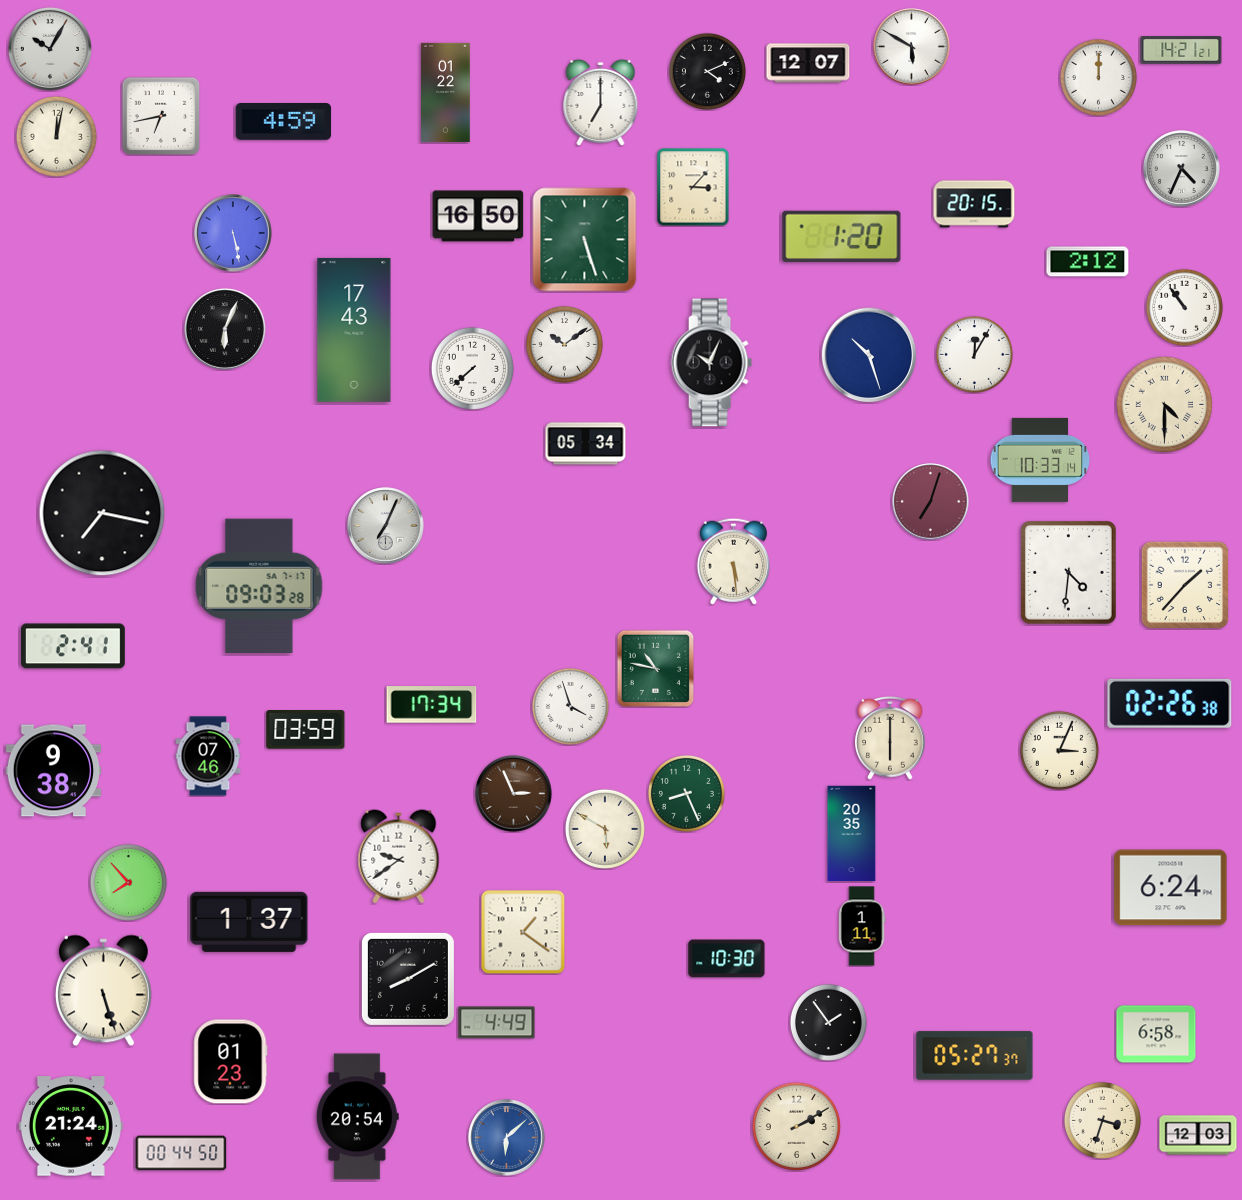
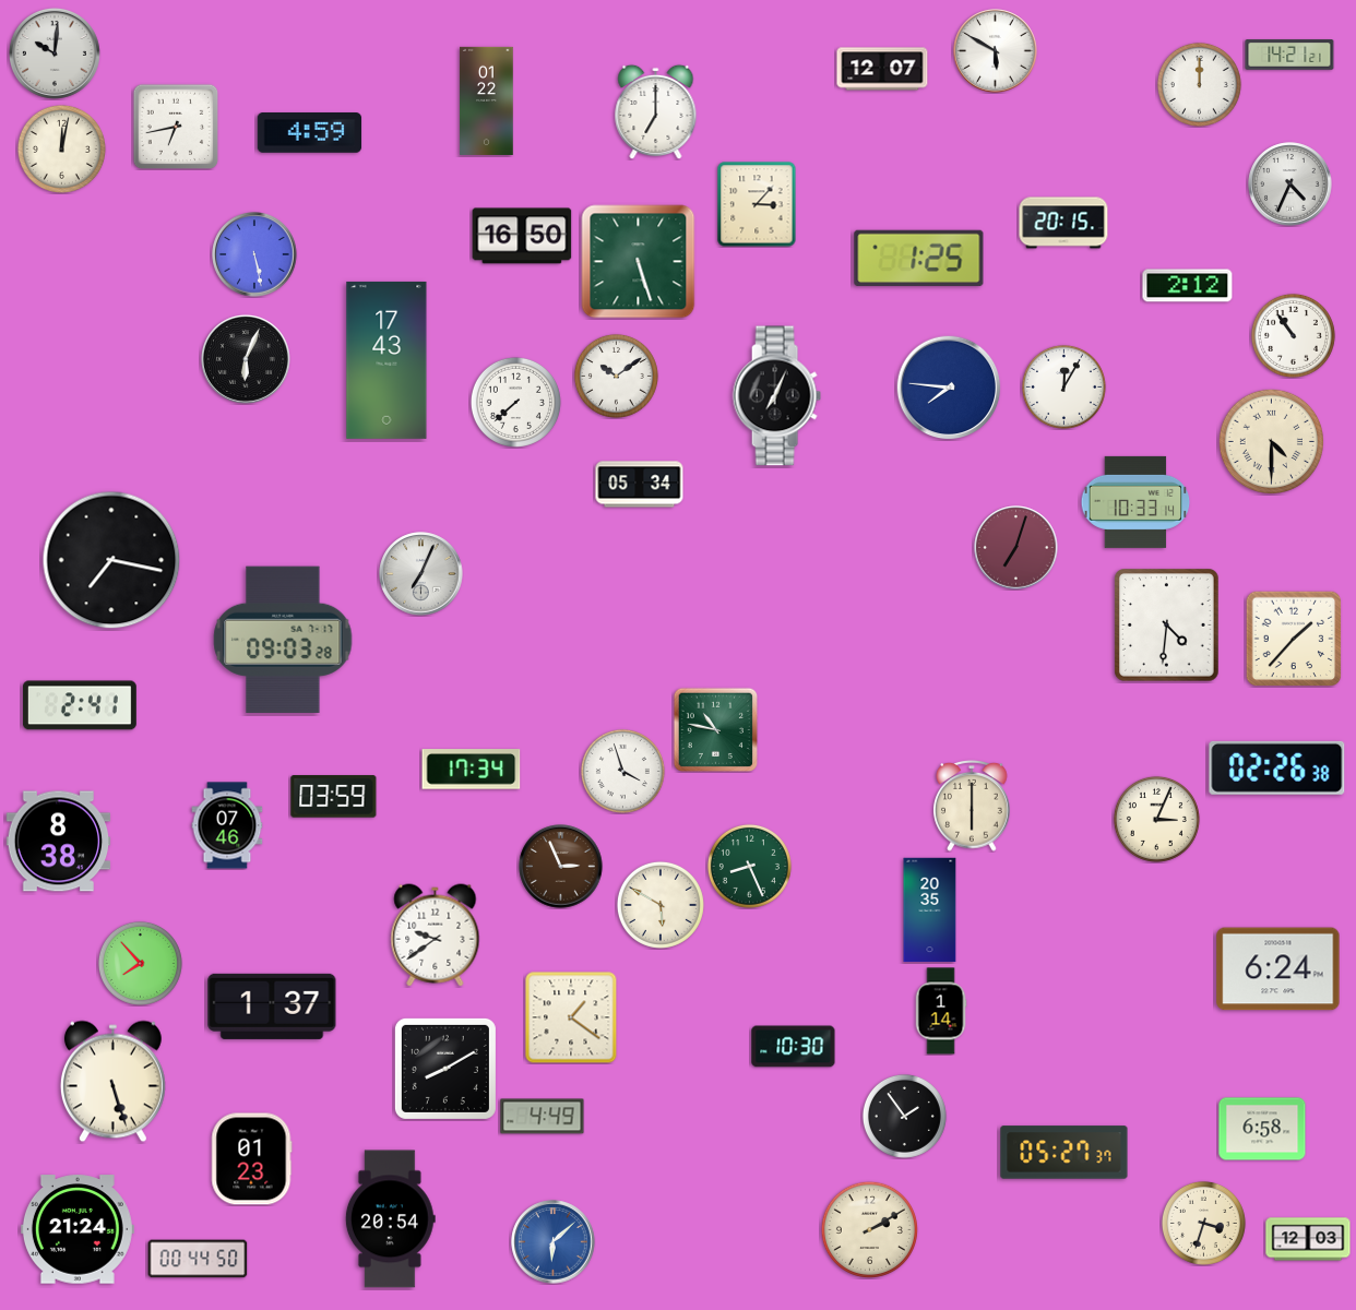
clock at (50, 49): 10:05 -> 10:01
clock at (707, 71): 4:11 -> none
clock at (842, 237): 1:20 -> 1:25
clock at (869, 355): 10:27 -> 7:46
clock at (711, 363): 10:04 -> 7:04
clock at (733, 561): 5:29 -> none
clock at (54, 771): 9:38 -> 8:38
clock at (862, 926): 1:11 -> 1:14
